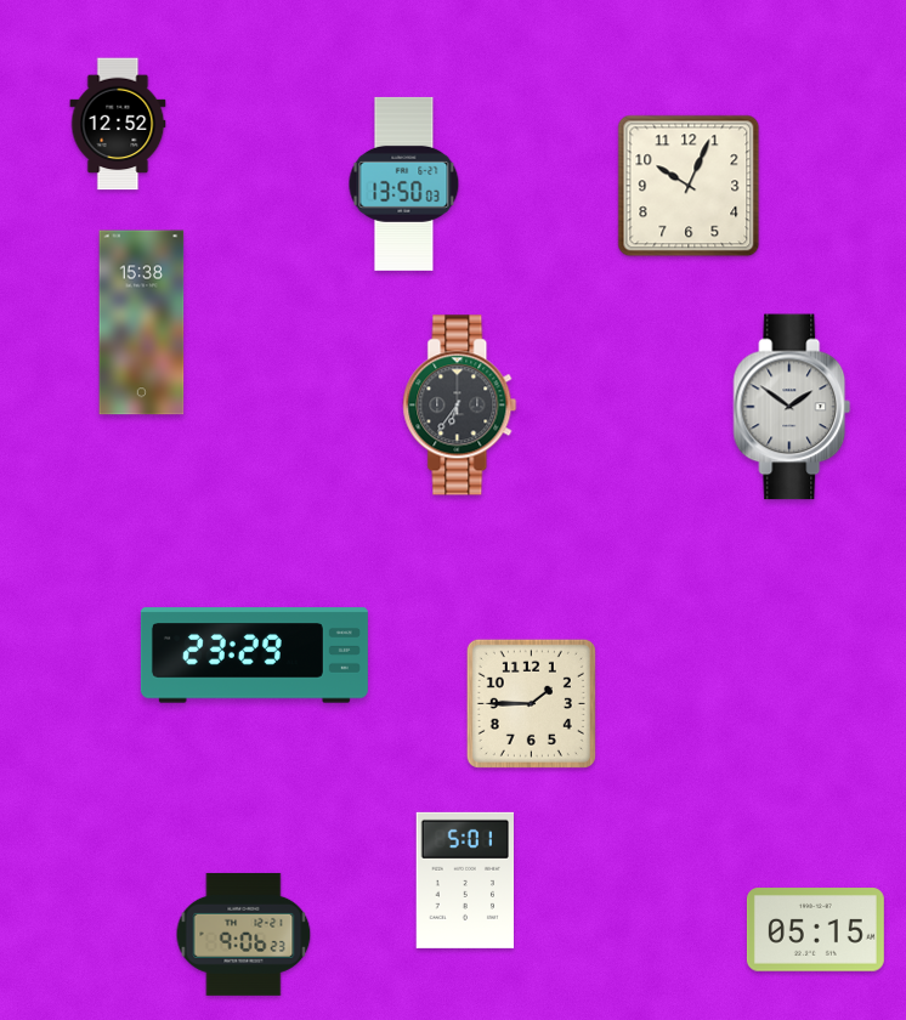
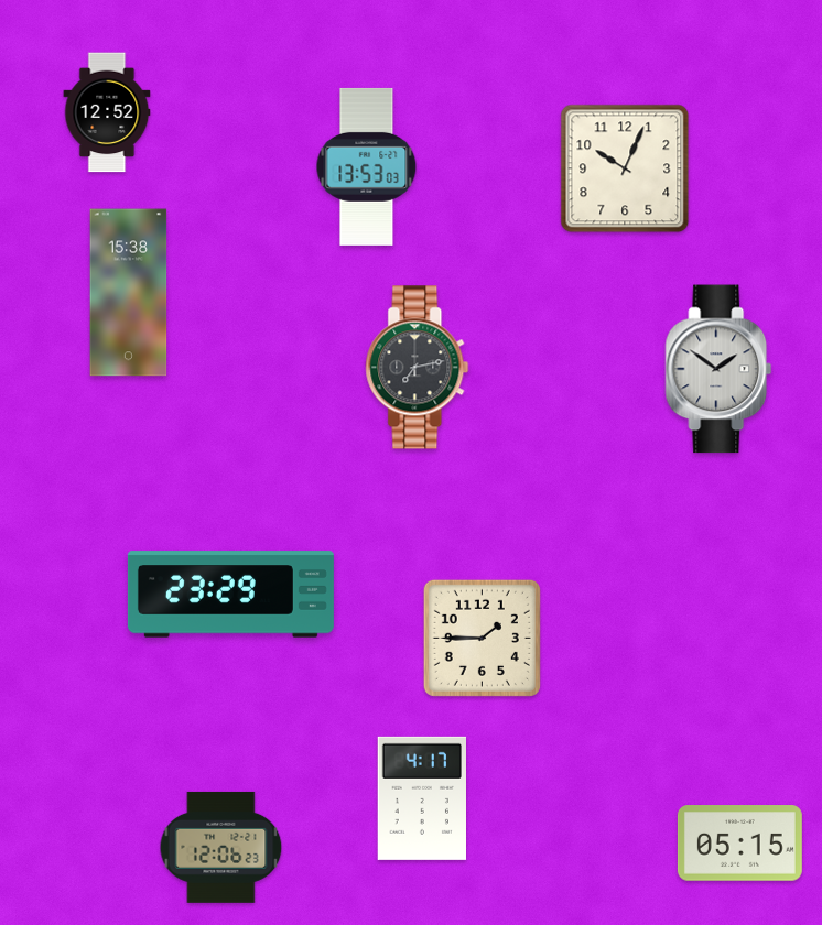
clock at (404, 183): 13:50 -> 13:53
clock at (460, 406): 6:36 -> 7:13
clock at (464, 880): 5:01 -> 4:17
clock at (244, 934): 9:06 -> 12:06
